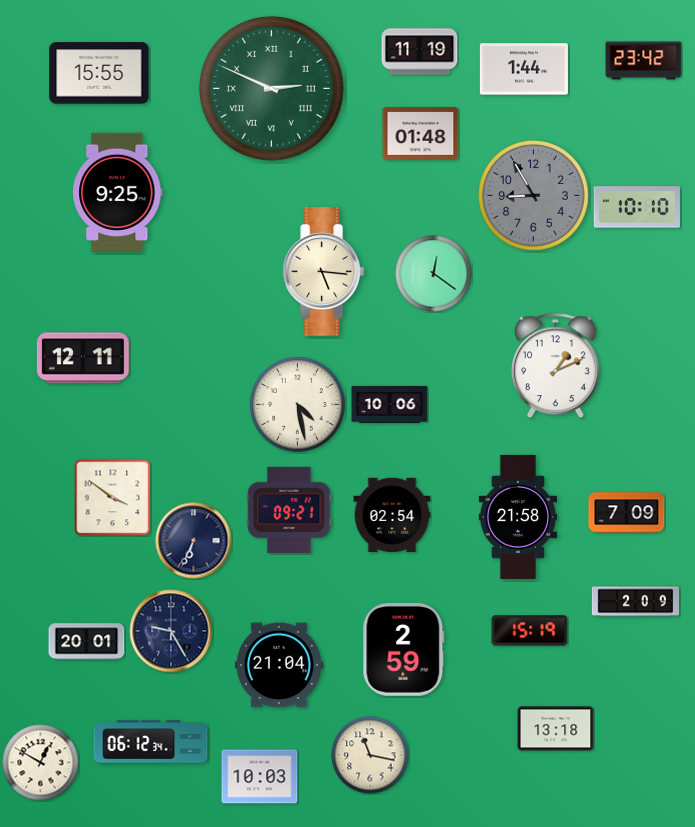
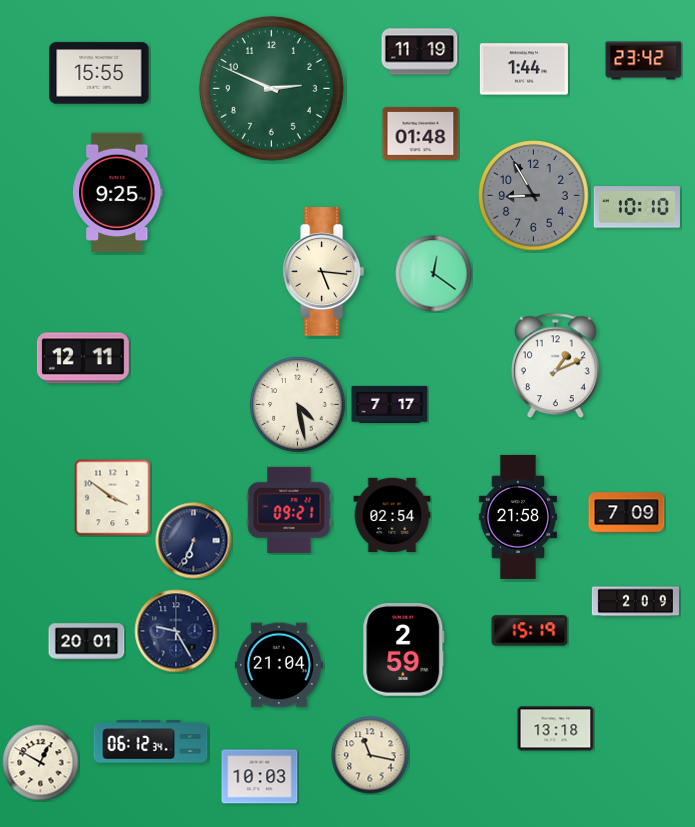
clock at (271, 88) numerals: Roman -> Arabic
clock at (390, 404): 10:06 -> 7:17
clock at (171, 631) position: (171, 631) -> (176, 631)
